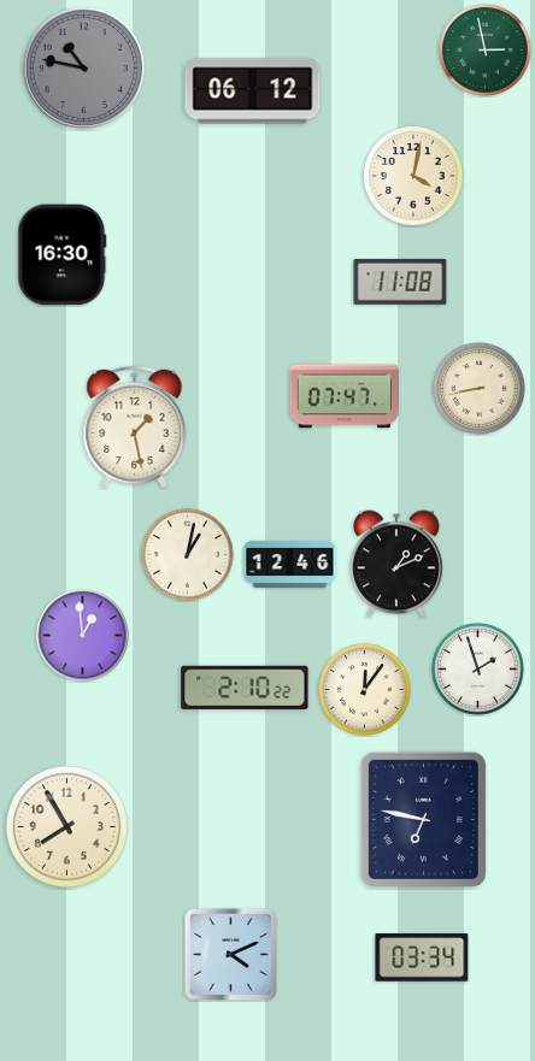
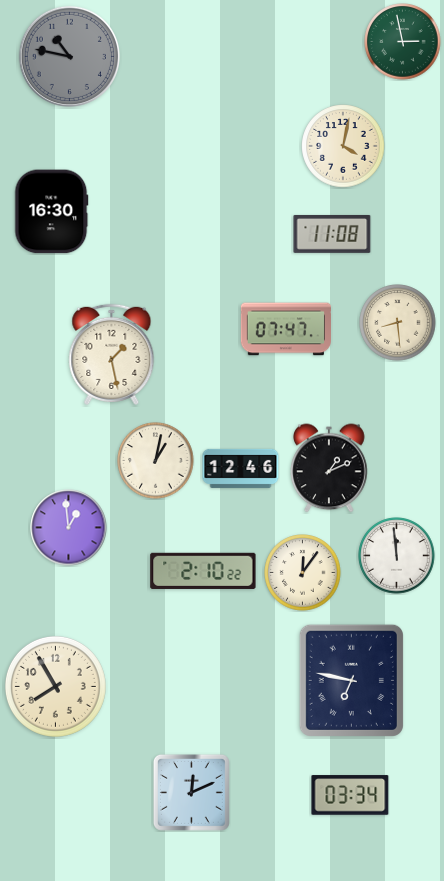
clock at (253, 92): 06:12 -> none
clock at (480, 389): 8:43 -> 8:29
clock at (478, 670): 1:57 -> 11:59
clock at (230, 954): 4:11 -> 12:11
